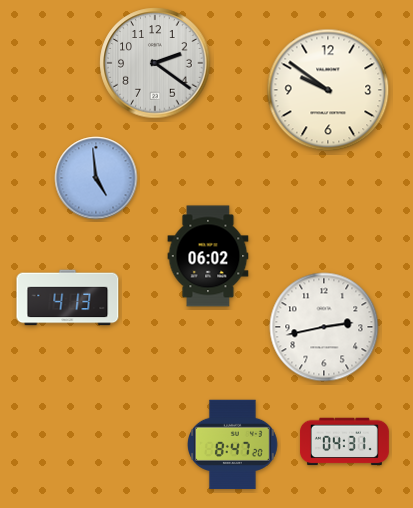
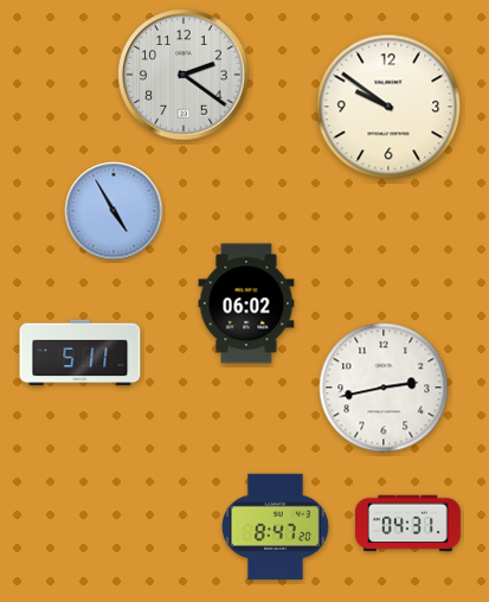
clock at (96, 178): 4:59 -> 4:55
clock at (68, 298): 4:13 -> 5:11
